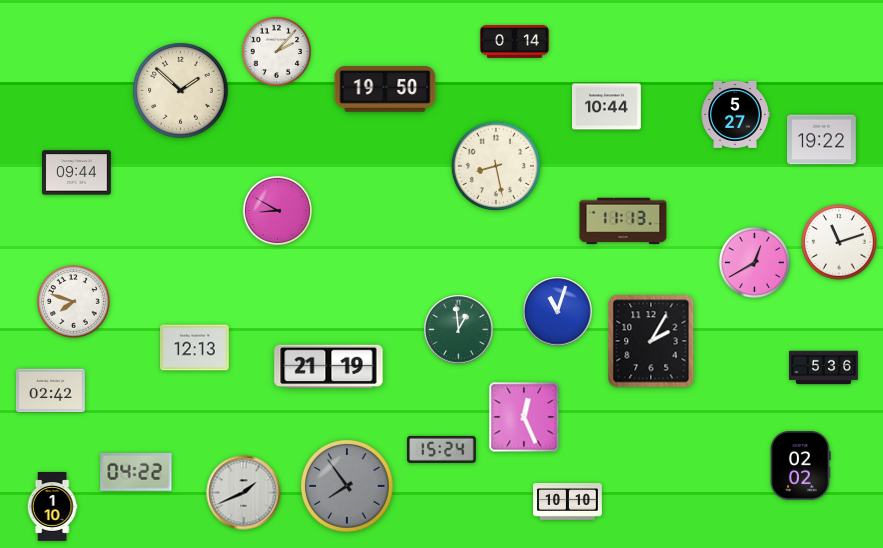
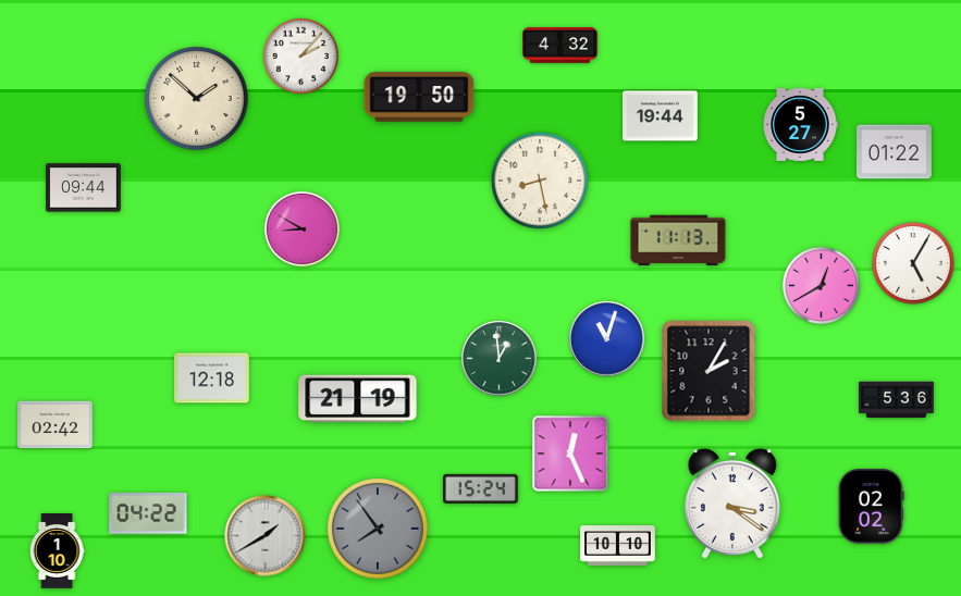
clock at (515, 42): 0:14 -> 4:32
clock at (607, 107): 10:44 -> 19:44
clock at (822, 140): 19:22 -> 01:22
clock at (839, 242): 11:12 -> 5:05
clock at (74, 302): 7:48 -> none
clock at (195, 348): 12:13 -> 12:18
clock at (732, 504): none -> 3:21
clock at (244, 493): 1:41 -> 1:40
